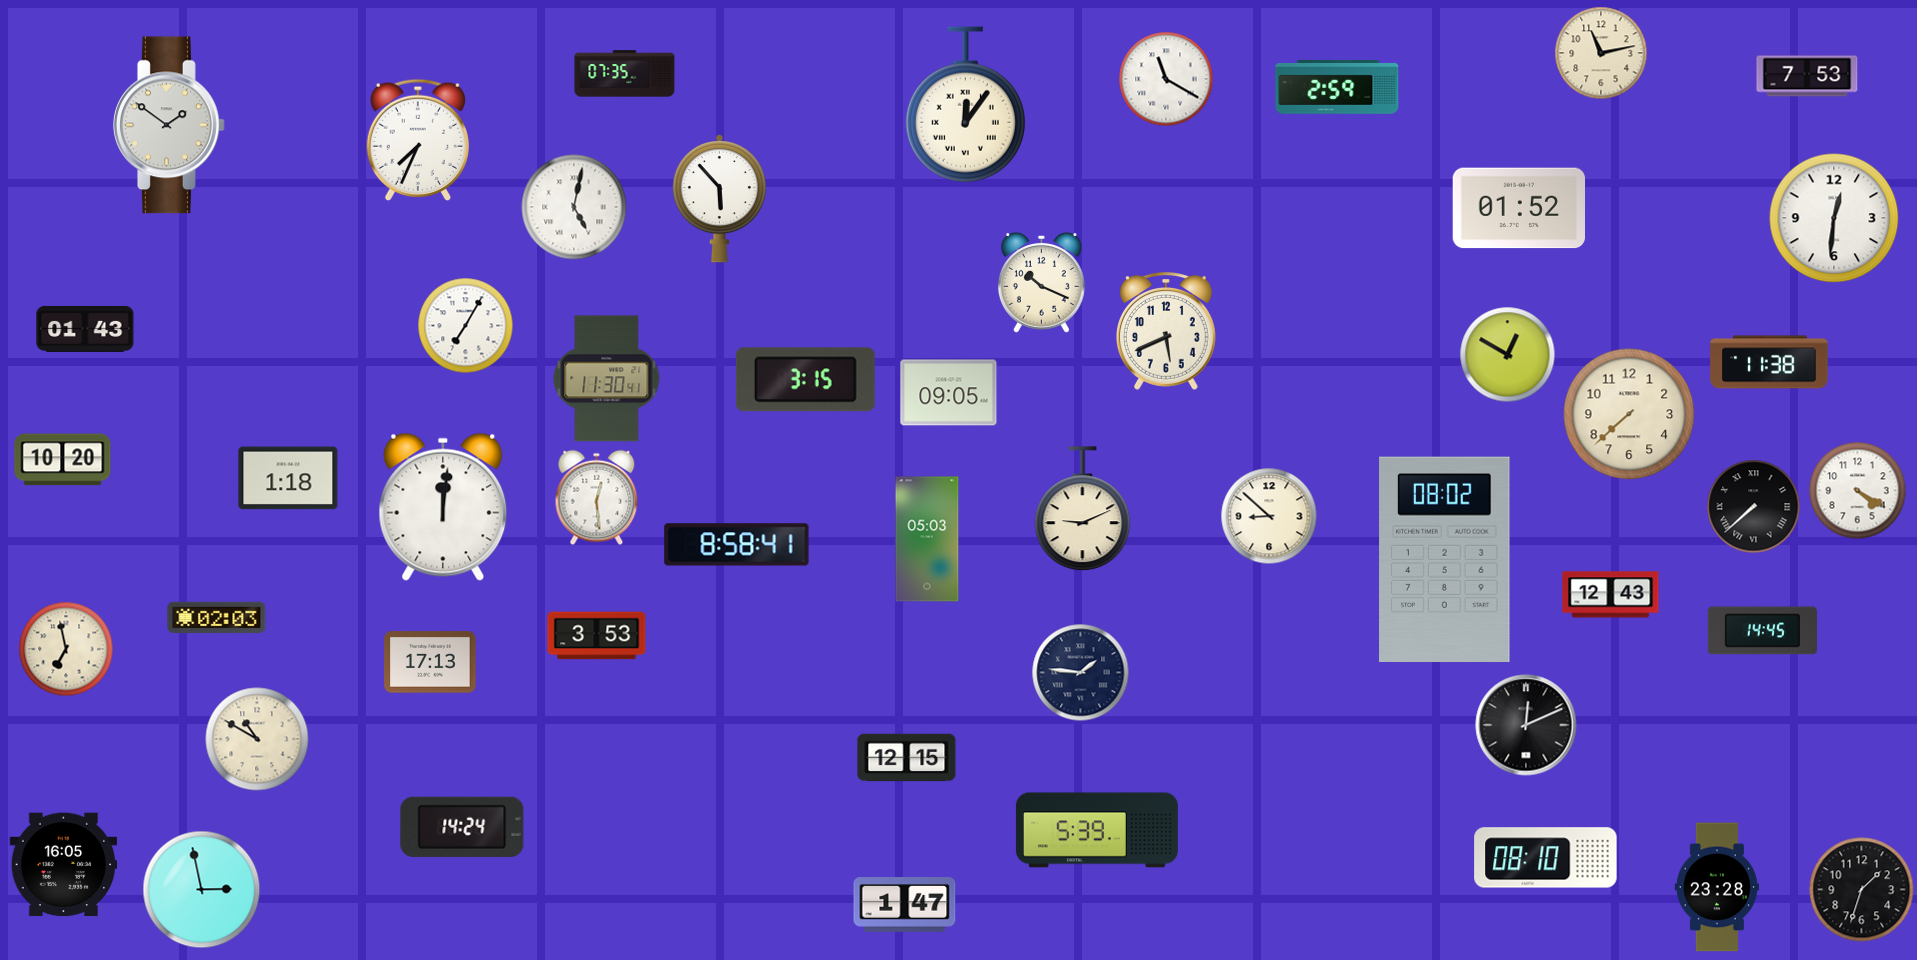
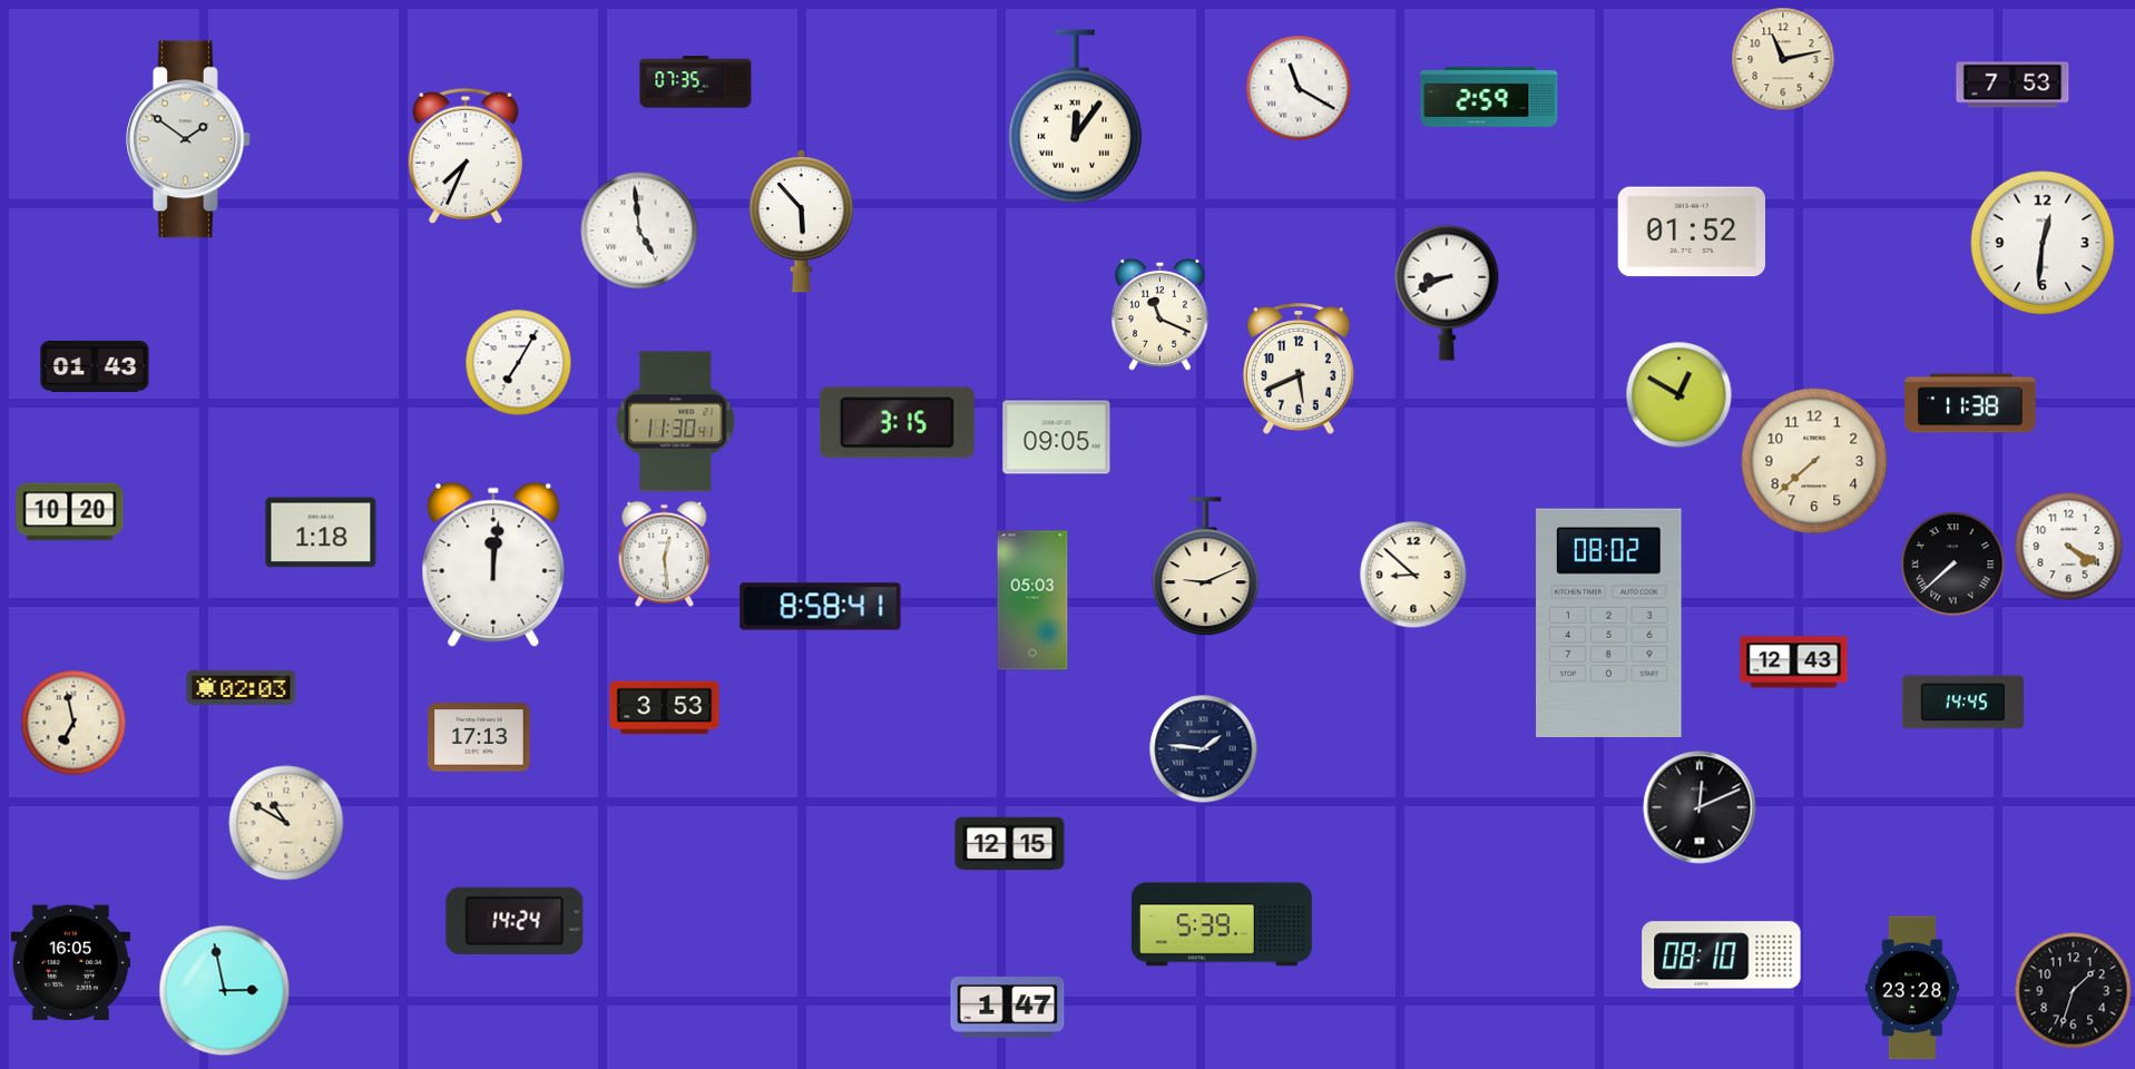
clock at (574, 207): 5:02 -> 4:59
clock at (1447, 293): none -> 8:41
clock at (1041, 282): 10:19 -> 11:19
